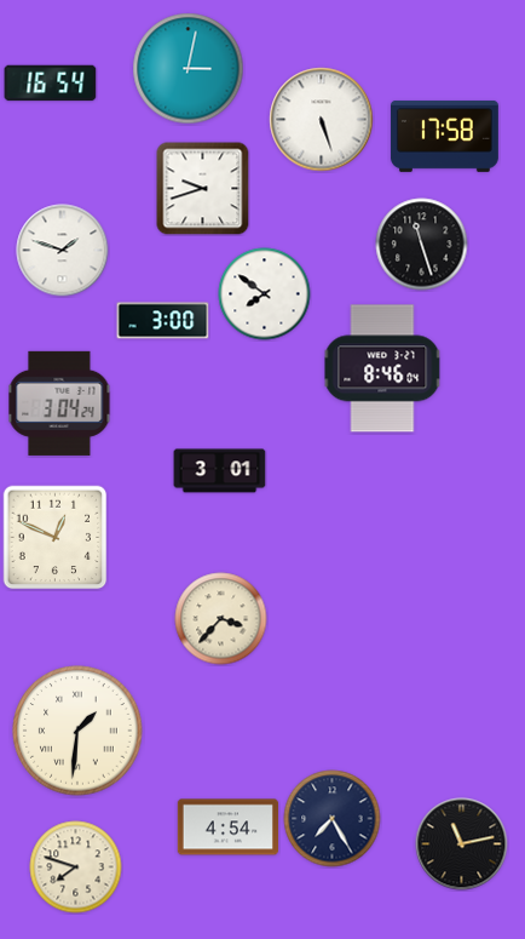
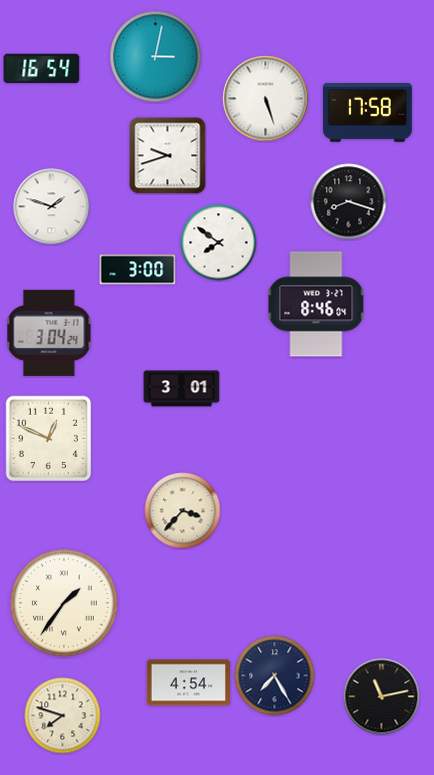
clock at (422, 245): 11:27 -> 8:18
clock at (163, 321) position: (163, 321) -> (138, 270)
clock at (56, 538) position: (56, 538) -> (49, 439)
clock at (77, 731): 1:31 -> 1:36
